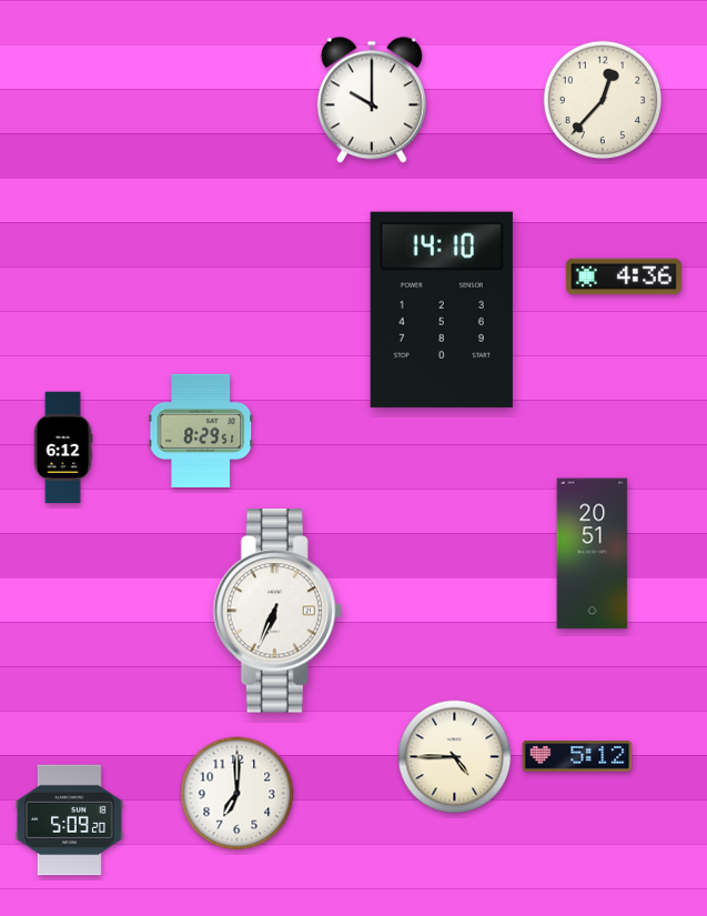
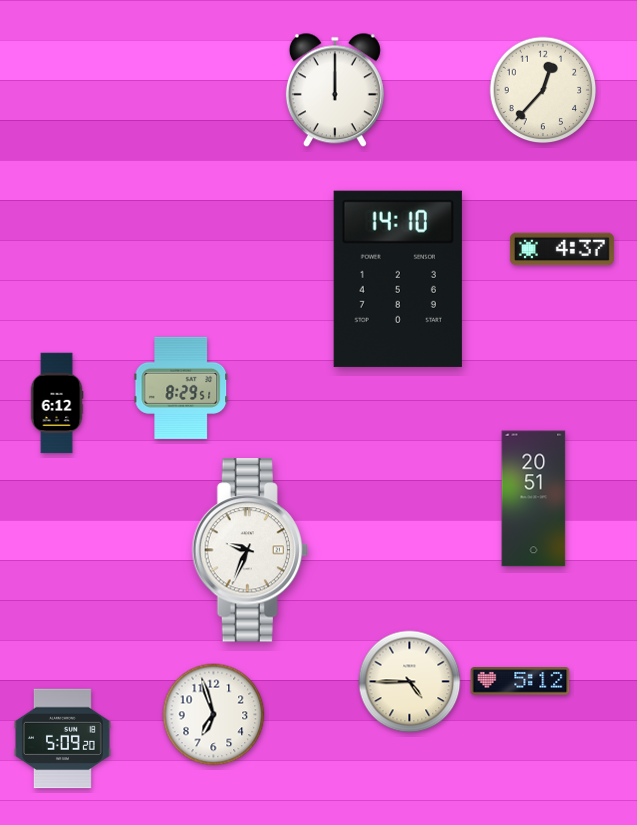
clock at (372, 100): 10:00 -> 12:00
clock at (624, 276): 4:36 -> 4:37
clock at (277, 611): 6:34 -> 9:34
clock at (238, 794): 7:00 -> 6:57
